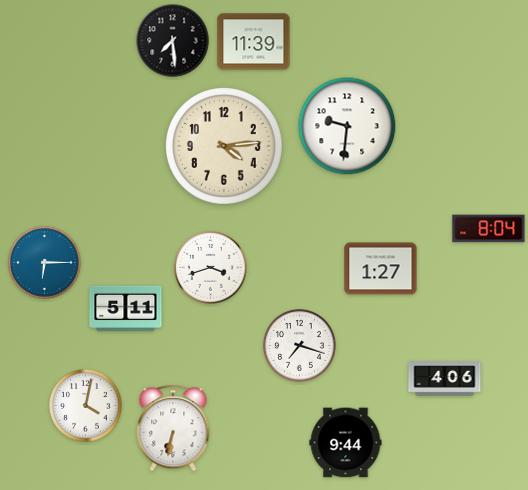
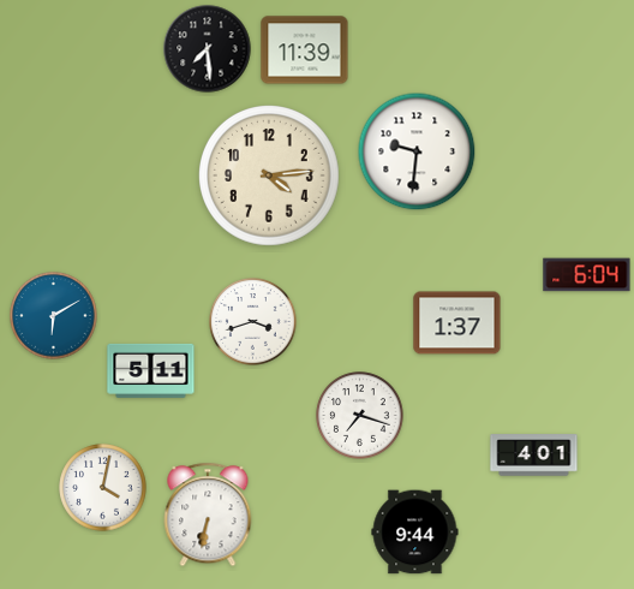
clock at (489, 229): 8:04 -> 6:04
clock at (45, 263): 6:15 -> 6:10
clock at (381, 269): 1:27 -> 1:37
clock at (445, 379): 4:06 -> 4:01
